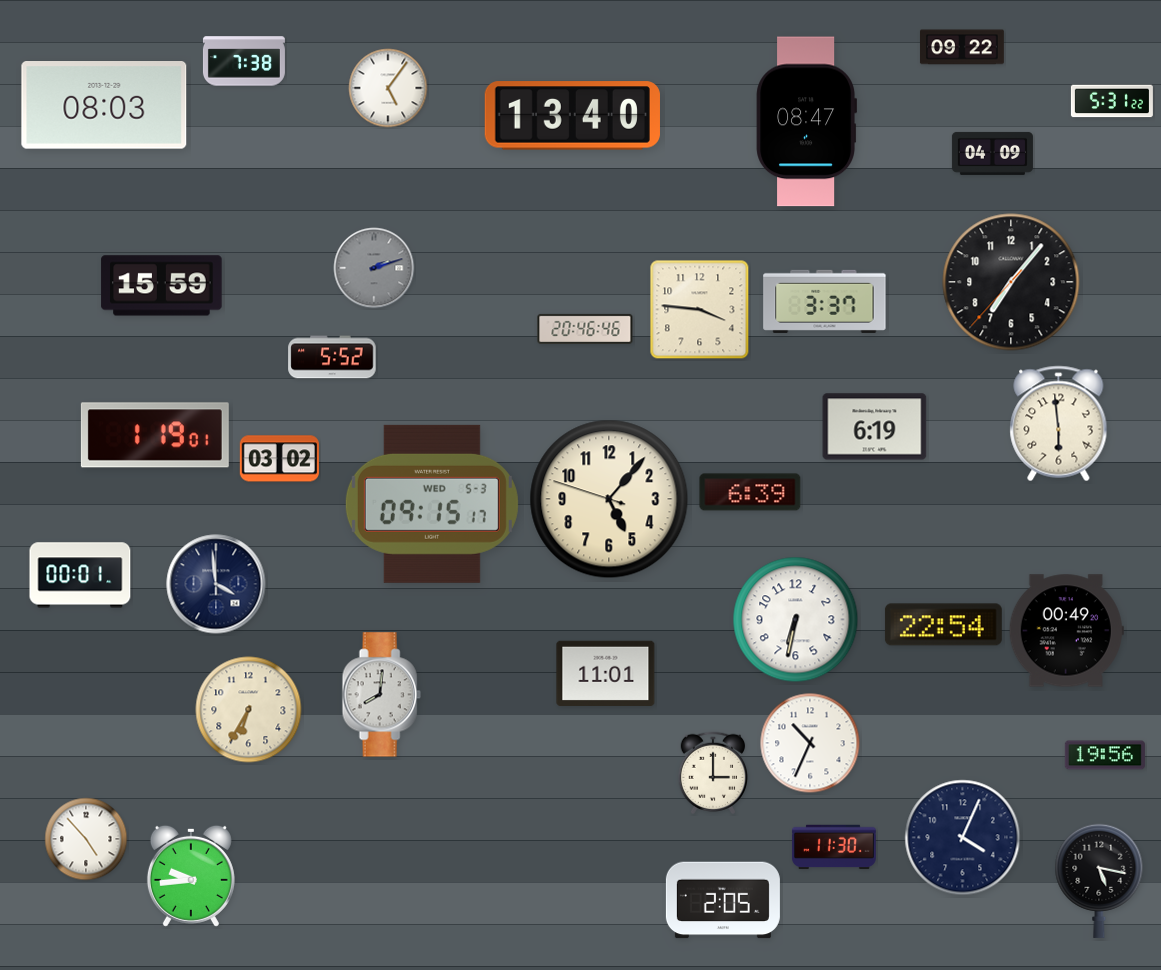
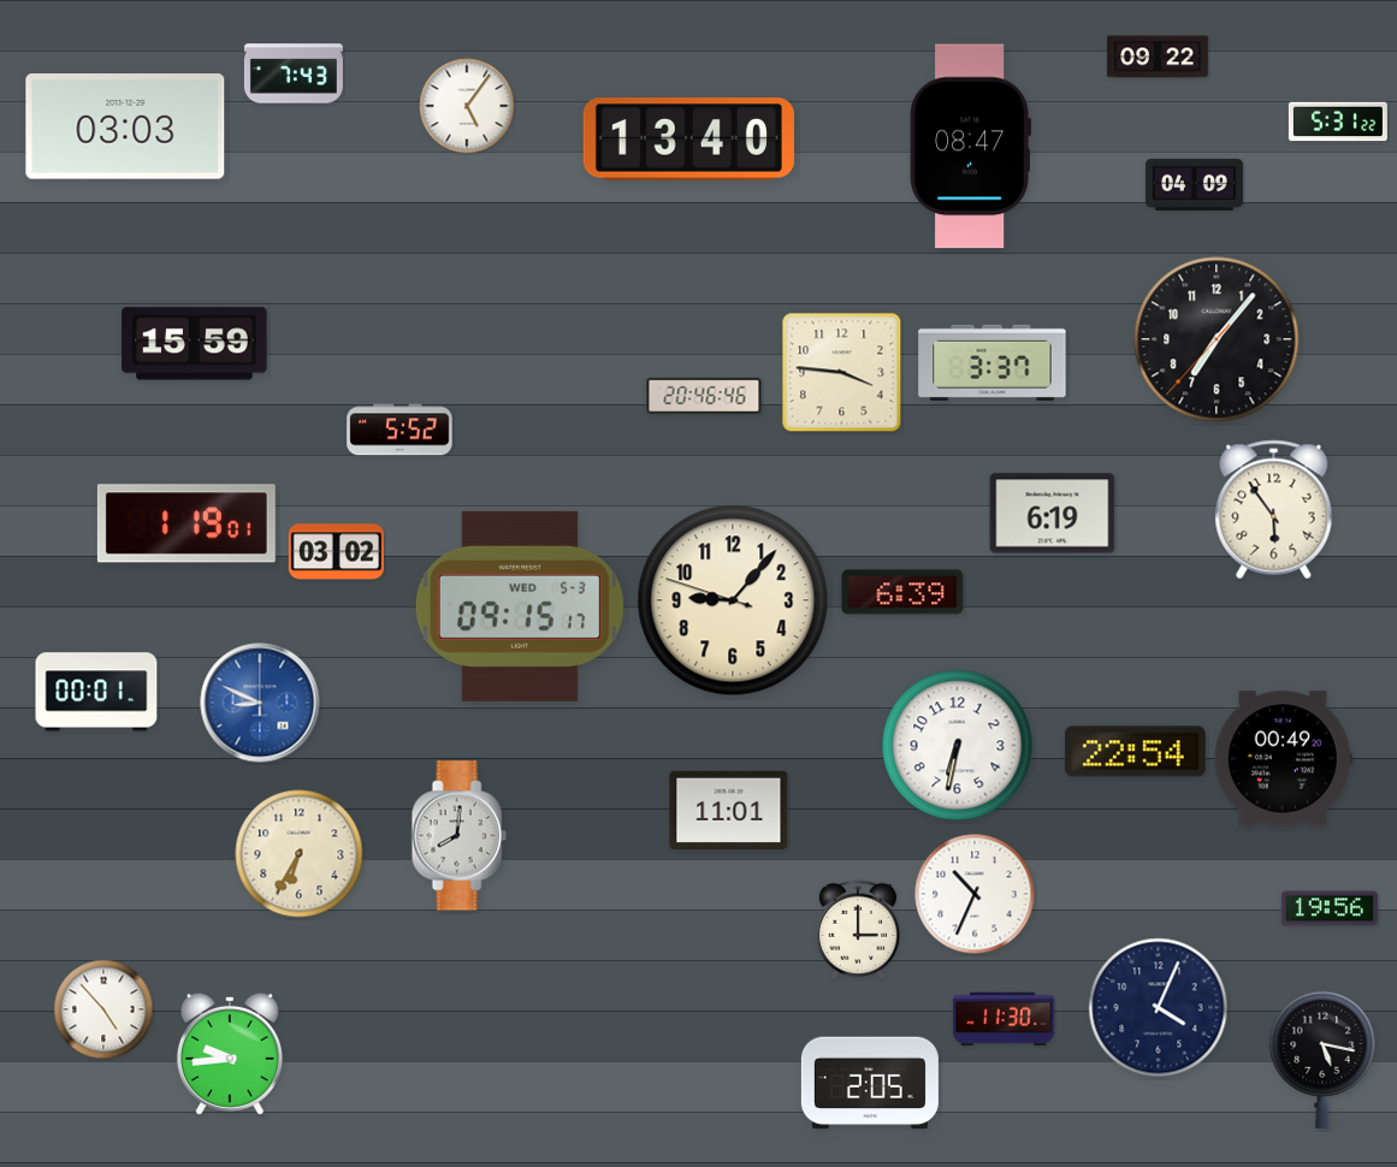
clock at (244, 61): 7:38 -> 7:43
clock at (104, 106): 08:03 -> 03:03
clock at (374, 268): 2:12 -> none
clock at (1059, 424): 5:59 -> 5:54
clock at (609, 499): 5:06 -> 9:06
clock at (216, 584): 3:59 -> 8:49
clock at (216, 584) dial: navy -> blue
